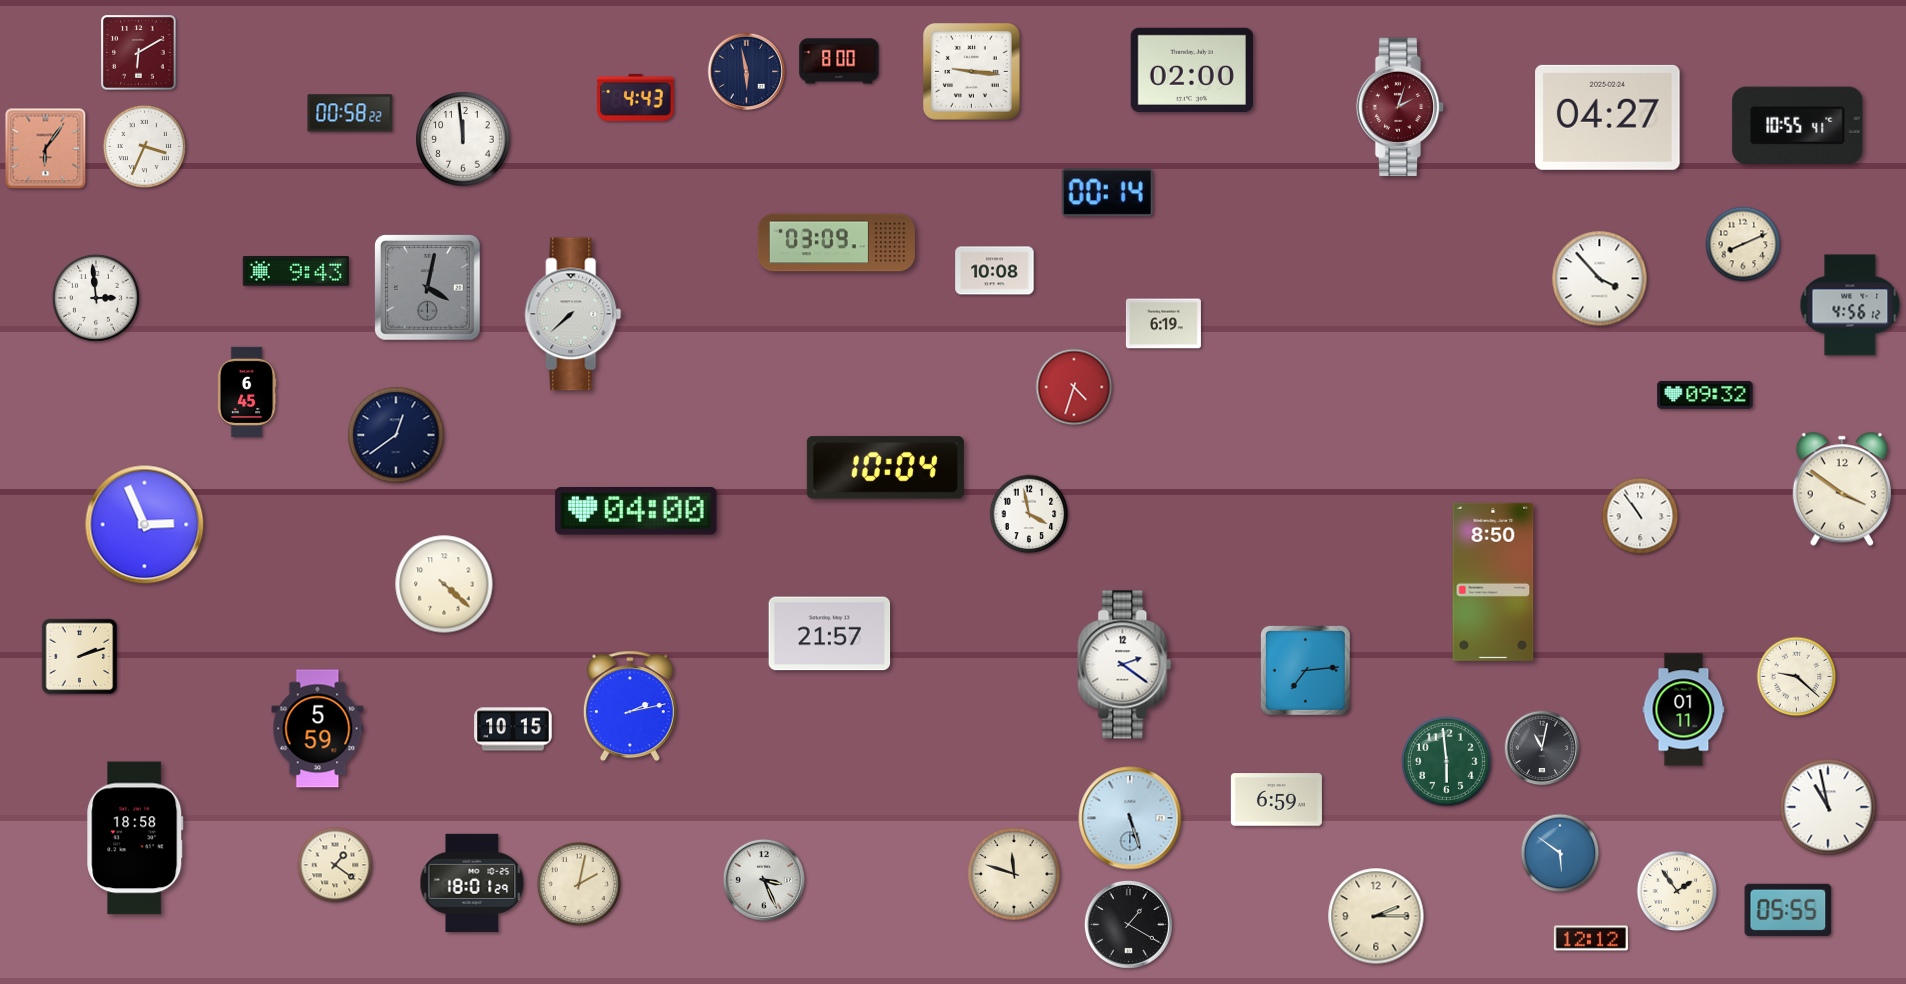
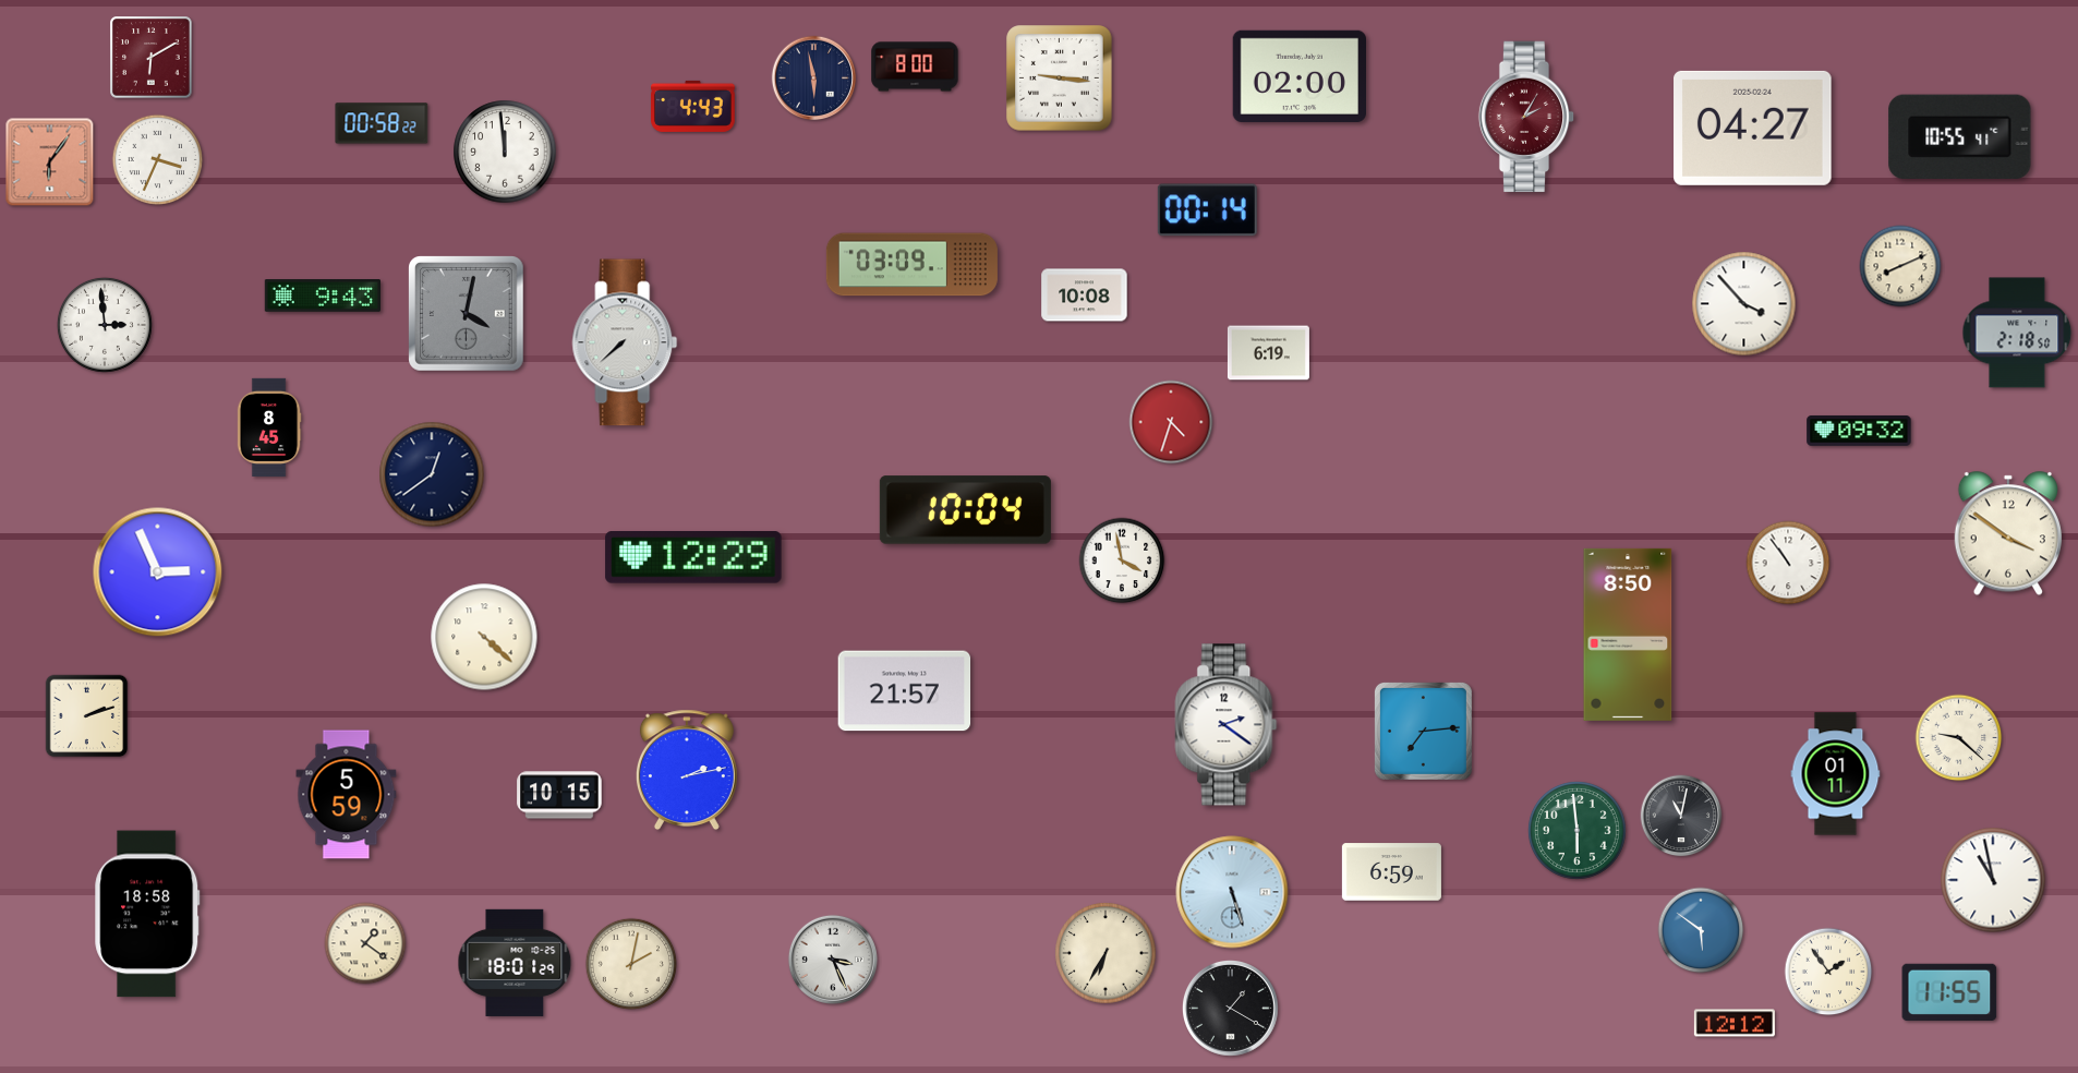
clock at (1400, 107): 2:03 -> 2:05
clock at (1850, 305): 4:56 -> 2:18
clock at (247, 391): 6:45 -> 8:45
clock at (636, 512): 04:00 -> 12:29
clock at (1014, 874): 11:48 -> 6:35
clock at (1788, 910): 05:55 -> 11:55
clock at (1376, 916): 2:15 -> none
